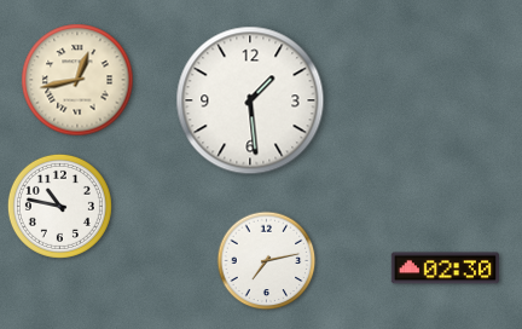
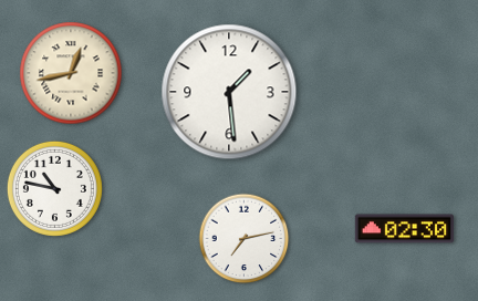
clock at (445, 269) position: (445, 269) -> (404, 229)
